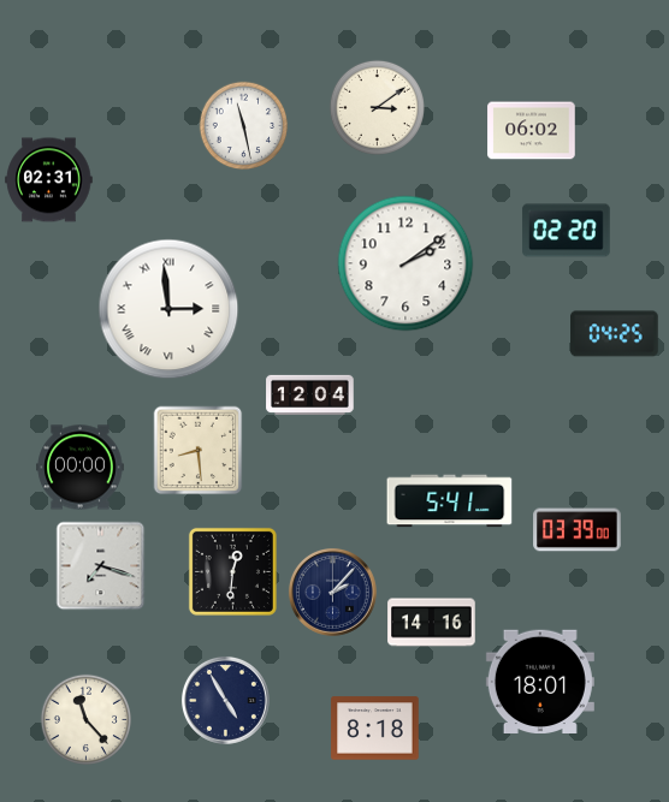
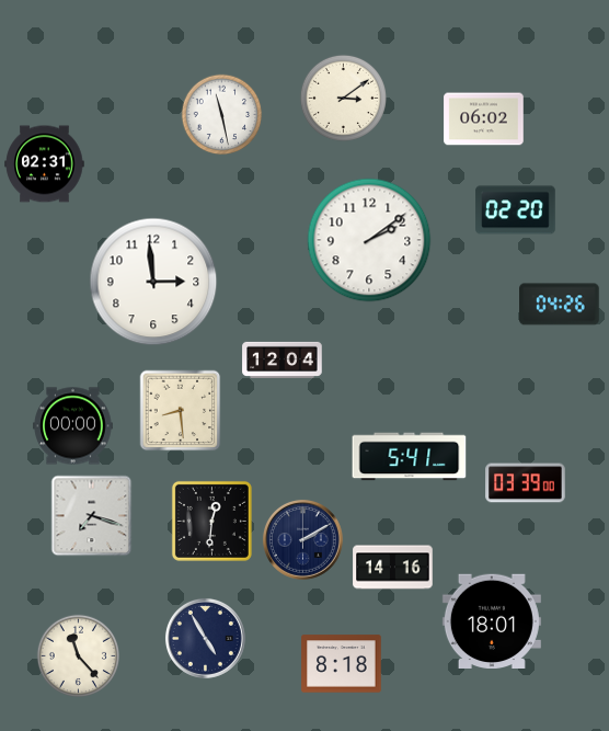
clock at (168, 309) numerals: Roman -> Arabic
clock at (615, 334): 04:25 -> 04:26
clock at (332, 592): 2:07 -> 2:10
